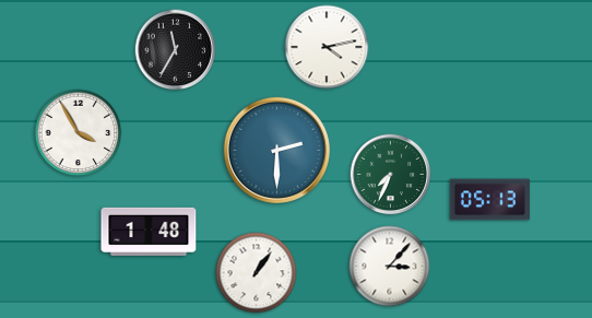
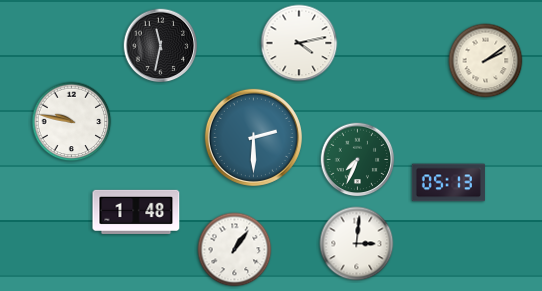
clock at (176, 50): 11:35 -> 11:32
clock at (486, 61): none -> 2:09
clock at (79, 133): 3:55 -> 9:47
clock at (390, 267): 3:07 -> 3:01
